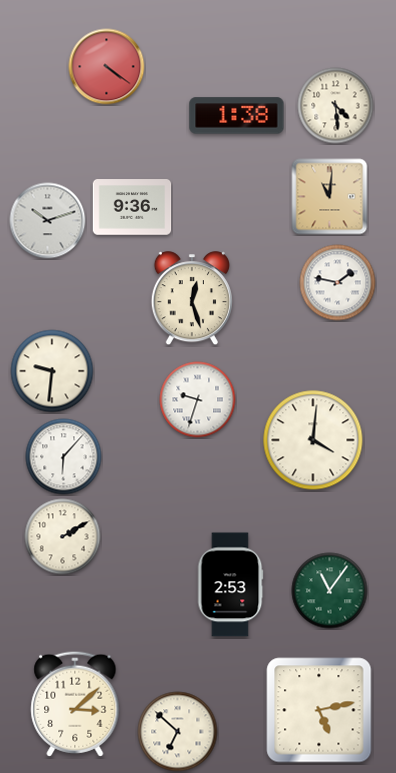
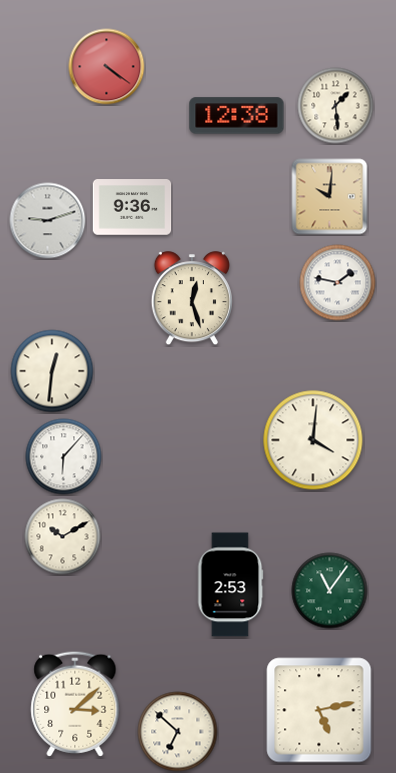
clock at (336, 106): 4:29 -> 1:29
clock at (237, 116): 1:38 -> 12:38
clock at (330, 197): 11:01 -> 10:01
clock at (48, 221): 10:12 -> 9:12
clock at (52, 371): 9:31 -> 12:31
clock at (198, 400): 9:33 -> none
clock at (63, 537): 2:10 -> 10:10
